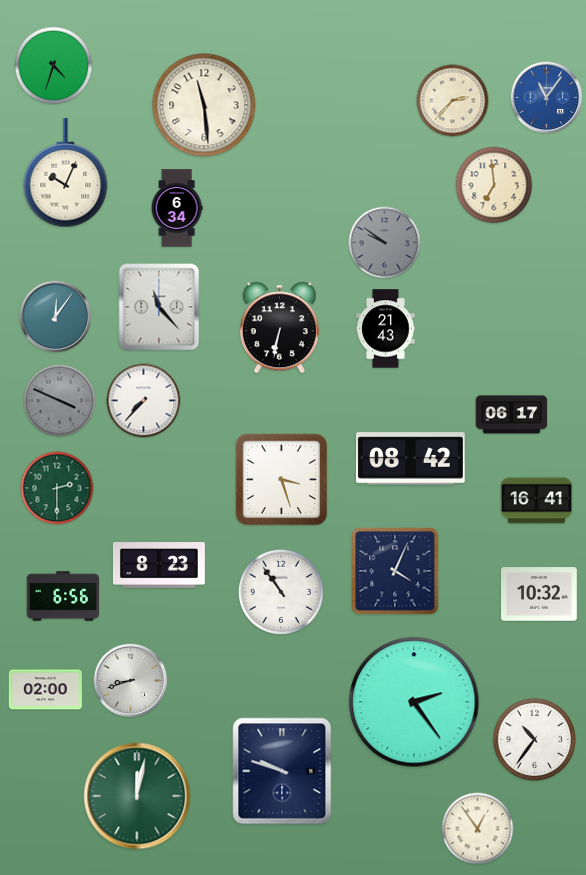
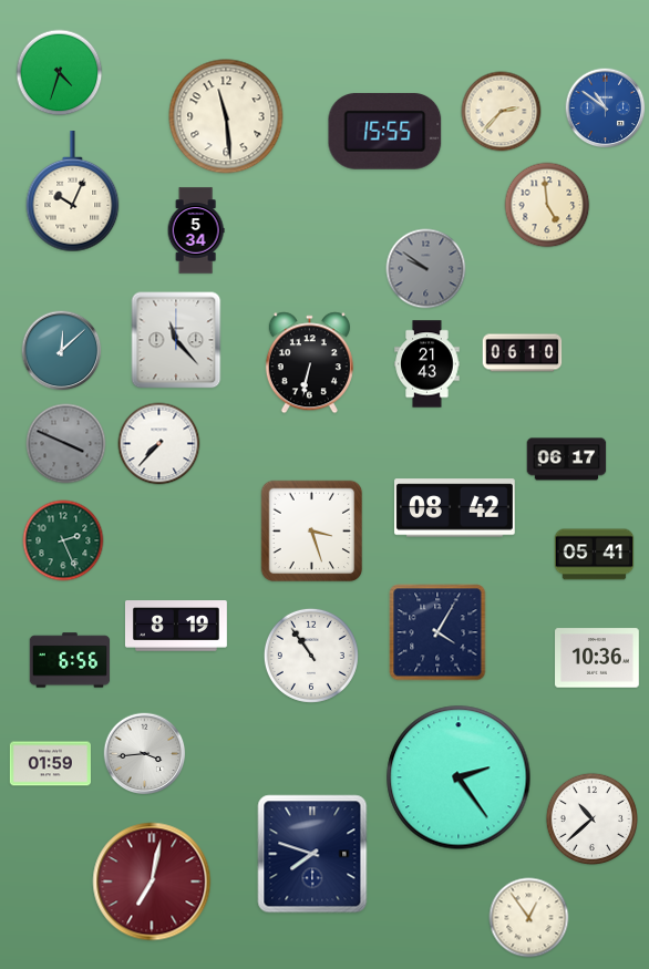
clock at (547, 98): 11:06 -> 10:51
clock at (385, 131): none -> 15:55
clock at (494, 185): 6:59 -> 4:59
clock at (177, 208): 6:34 -> 5:34
clock at (56, 317): 12:06 -> 12:08
clock at (523, 353): none -> 06:10
clock at (57, 488): 2:30 -> 2:26
clock at (537, 501): 16:41 -> 05:41
clock at (159, 565): 8:23 -> 8:19
clock at (395, 571): 4:04 -> 4:05
clock at (540, 594): 10:32 -> 10:36
clock at (131, 681): 8:42 -> 3:44
clock at (45, 690): 02:00 -> 01:59
clock at (534, 739): 10:36 -> 10:38
clock at (282, 771): 9:48 -> 7:48
clock at (137, 796): 12:02 -> 7:02
clock at (137, 796) dial: green -> burgundy
